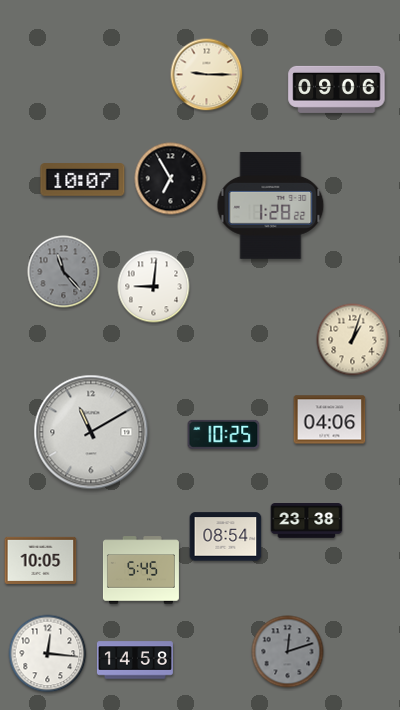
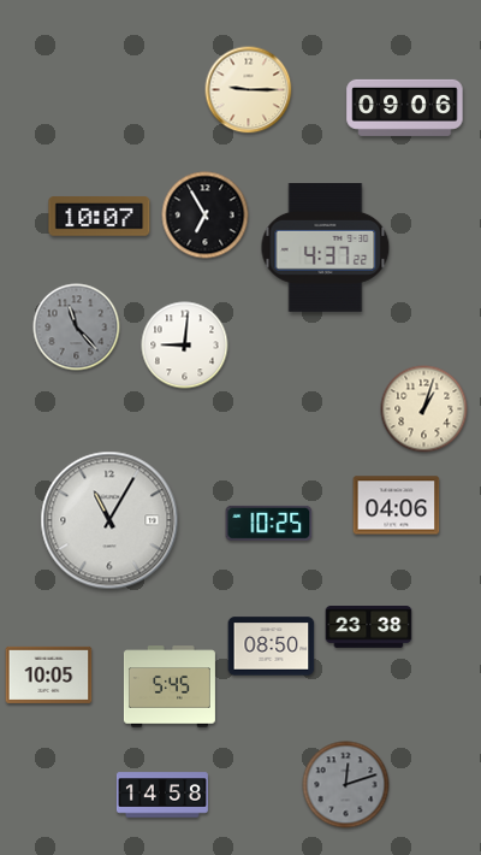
clock at (271, 206): 1:28 -> 4:37
clock at (91, 432): 11:10 -> 11:05
clock at (226, 537): 08:54 -> 08:50
clock at (48, 654): 12:16 -> none
